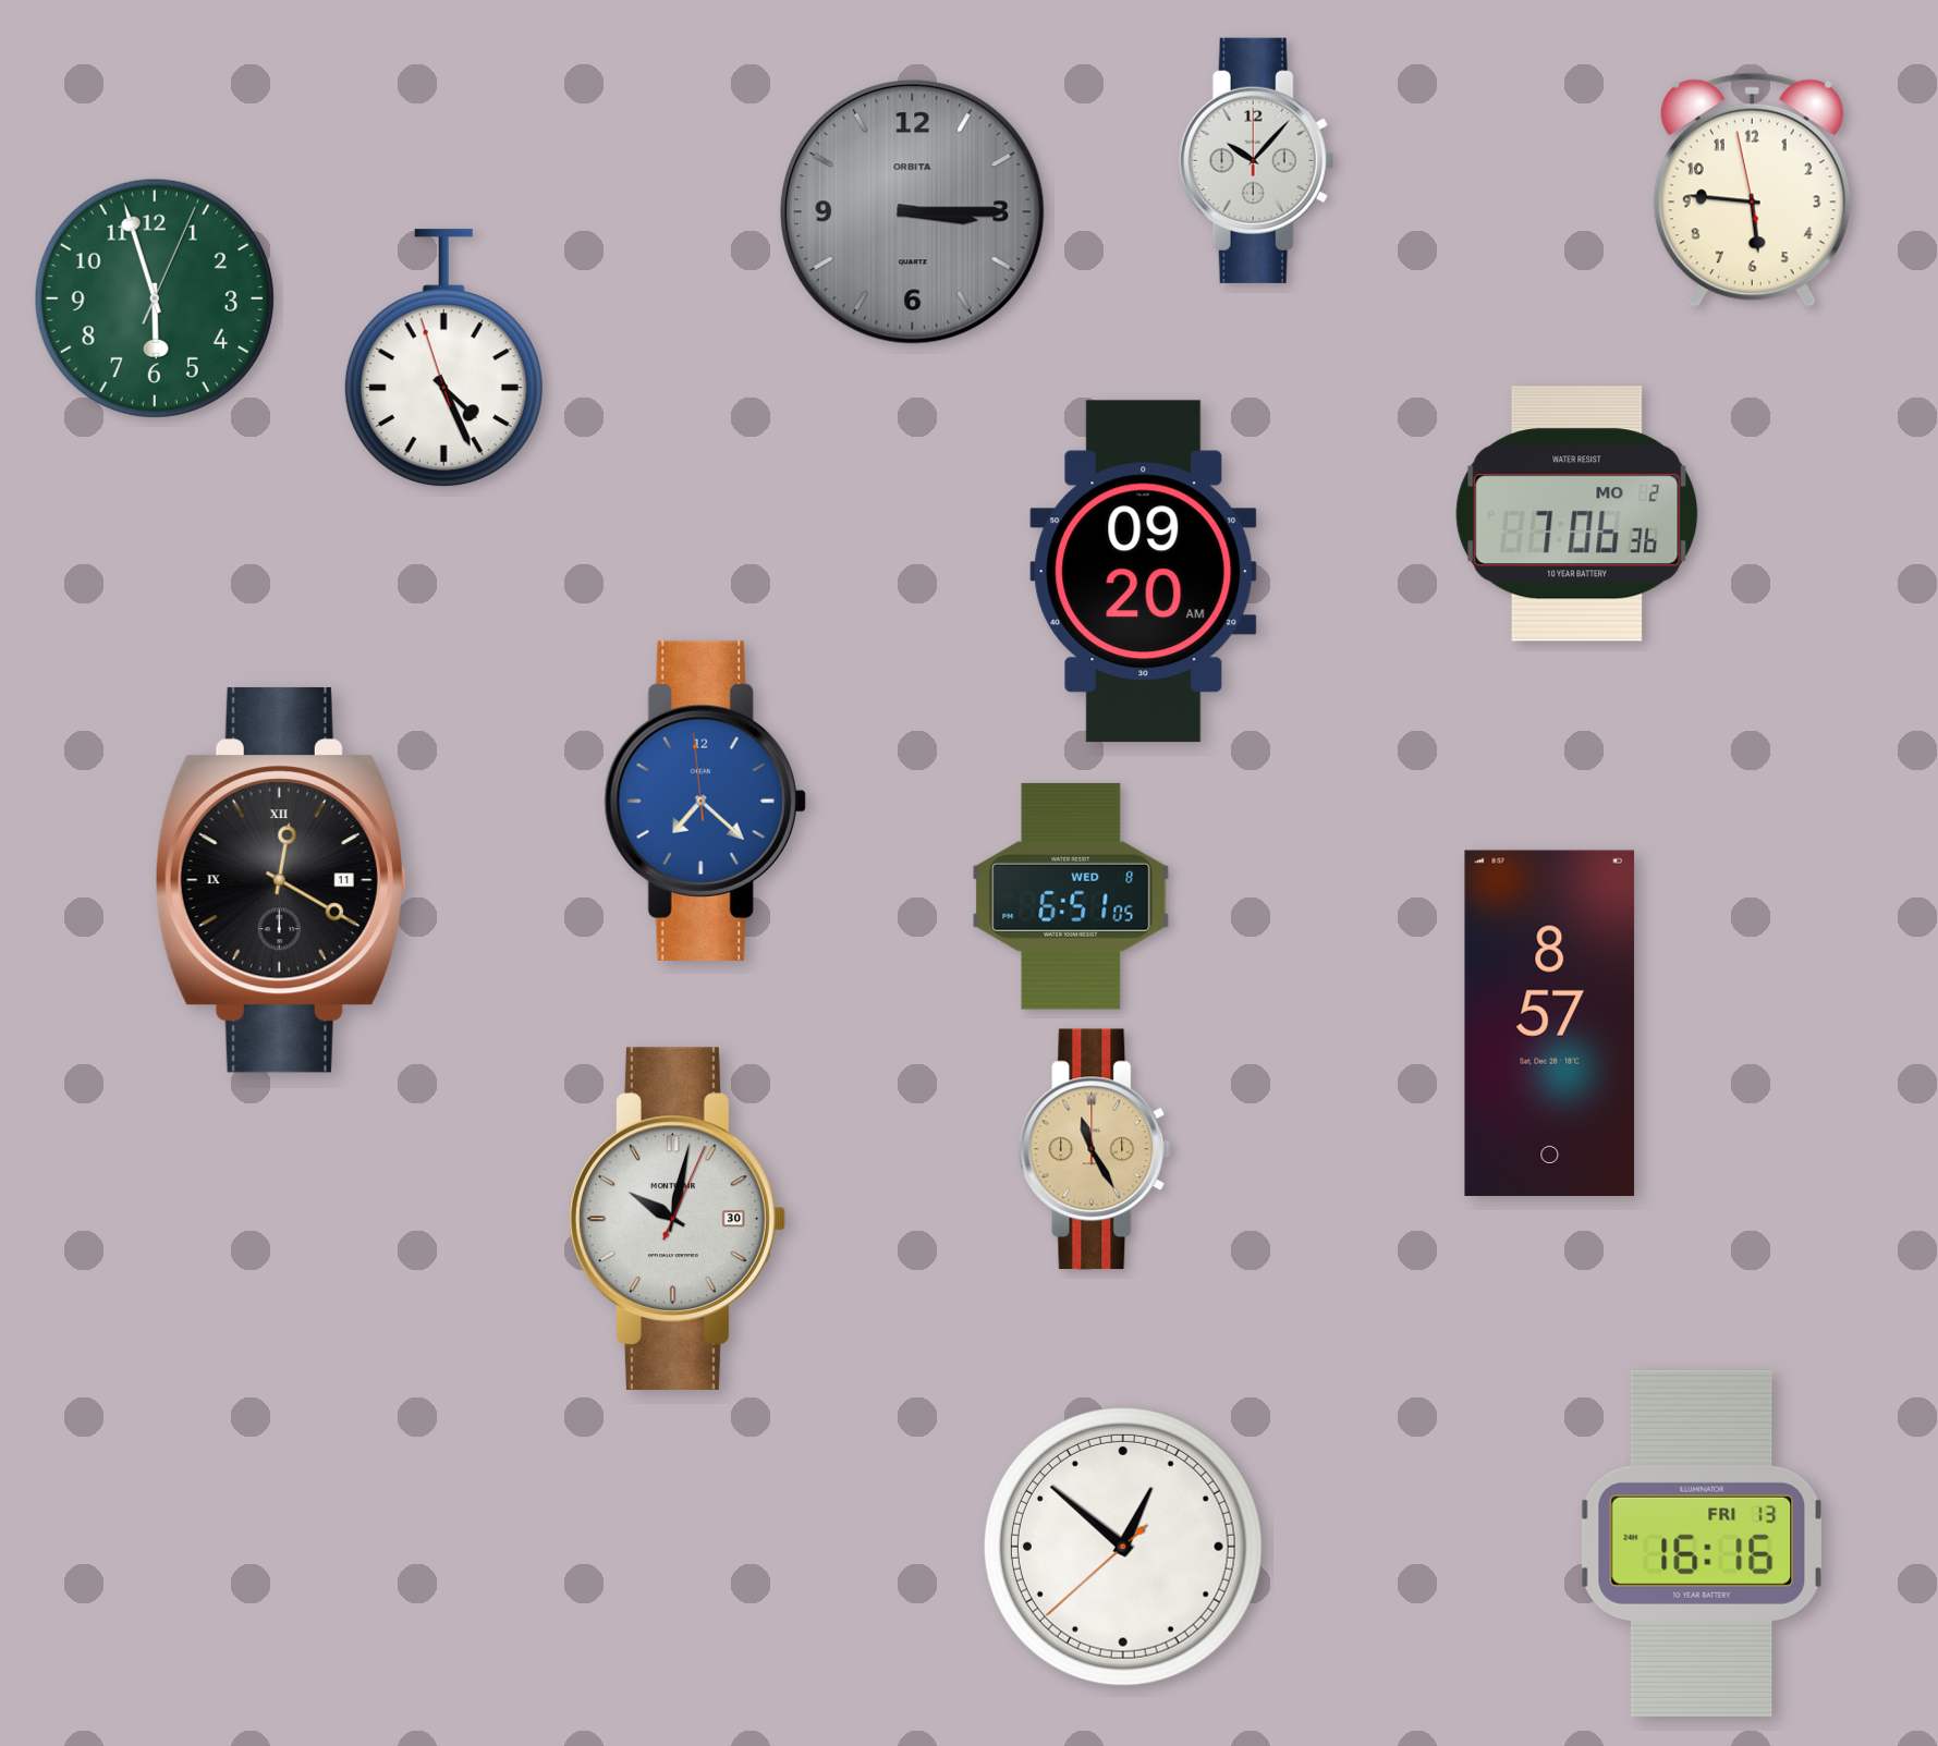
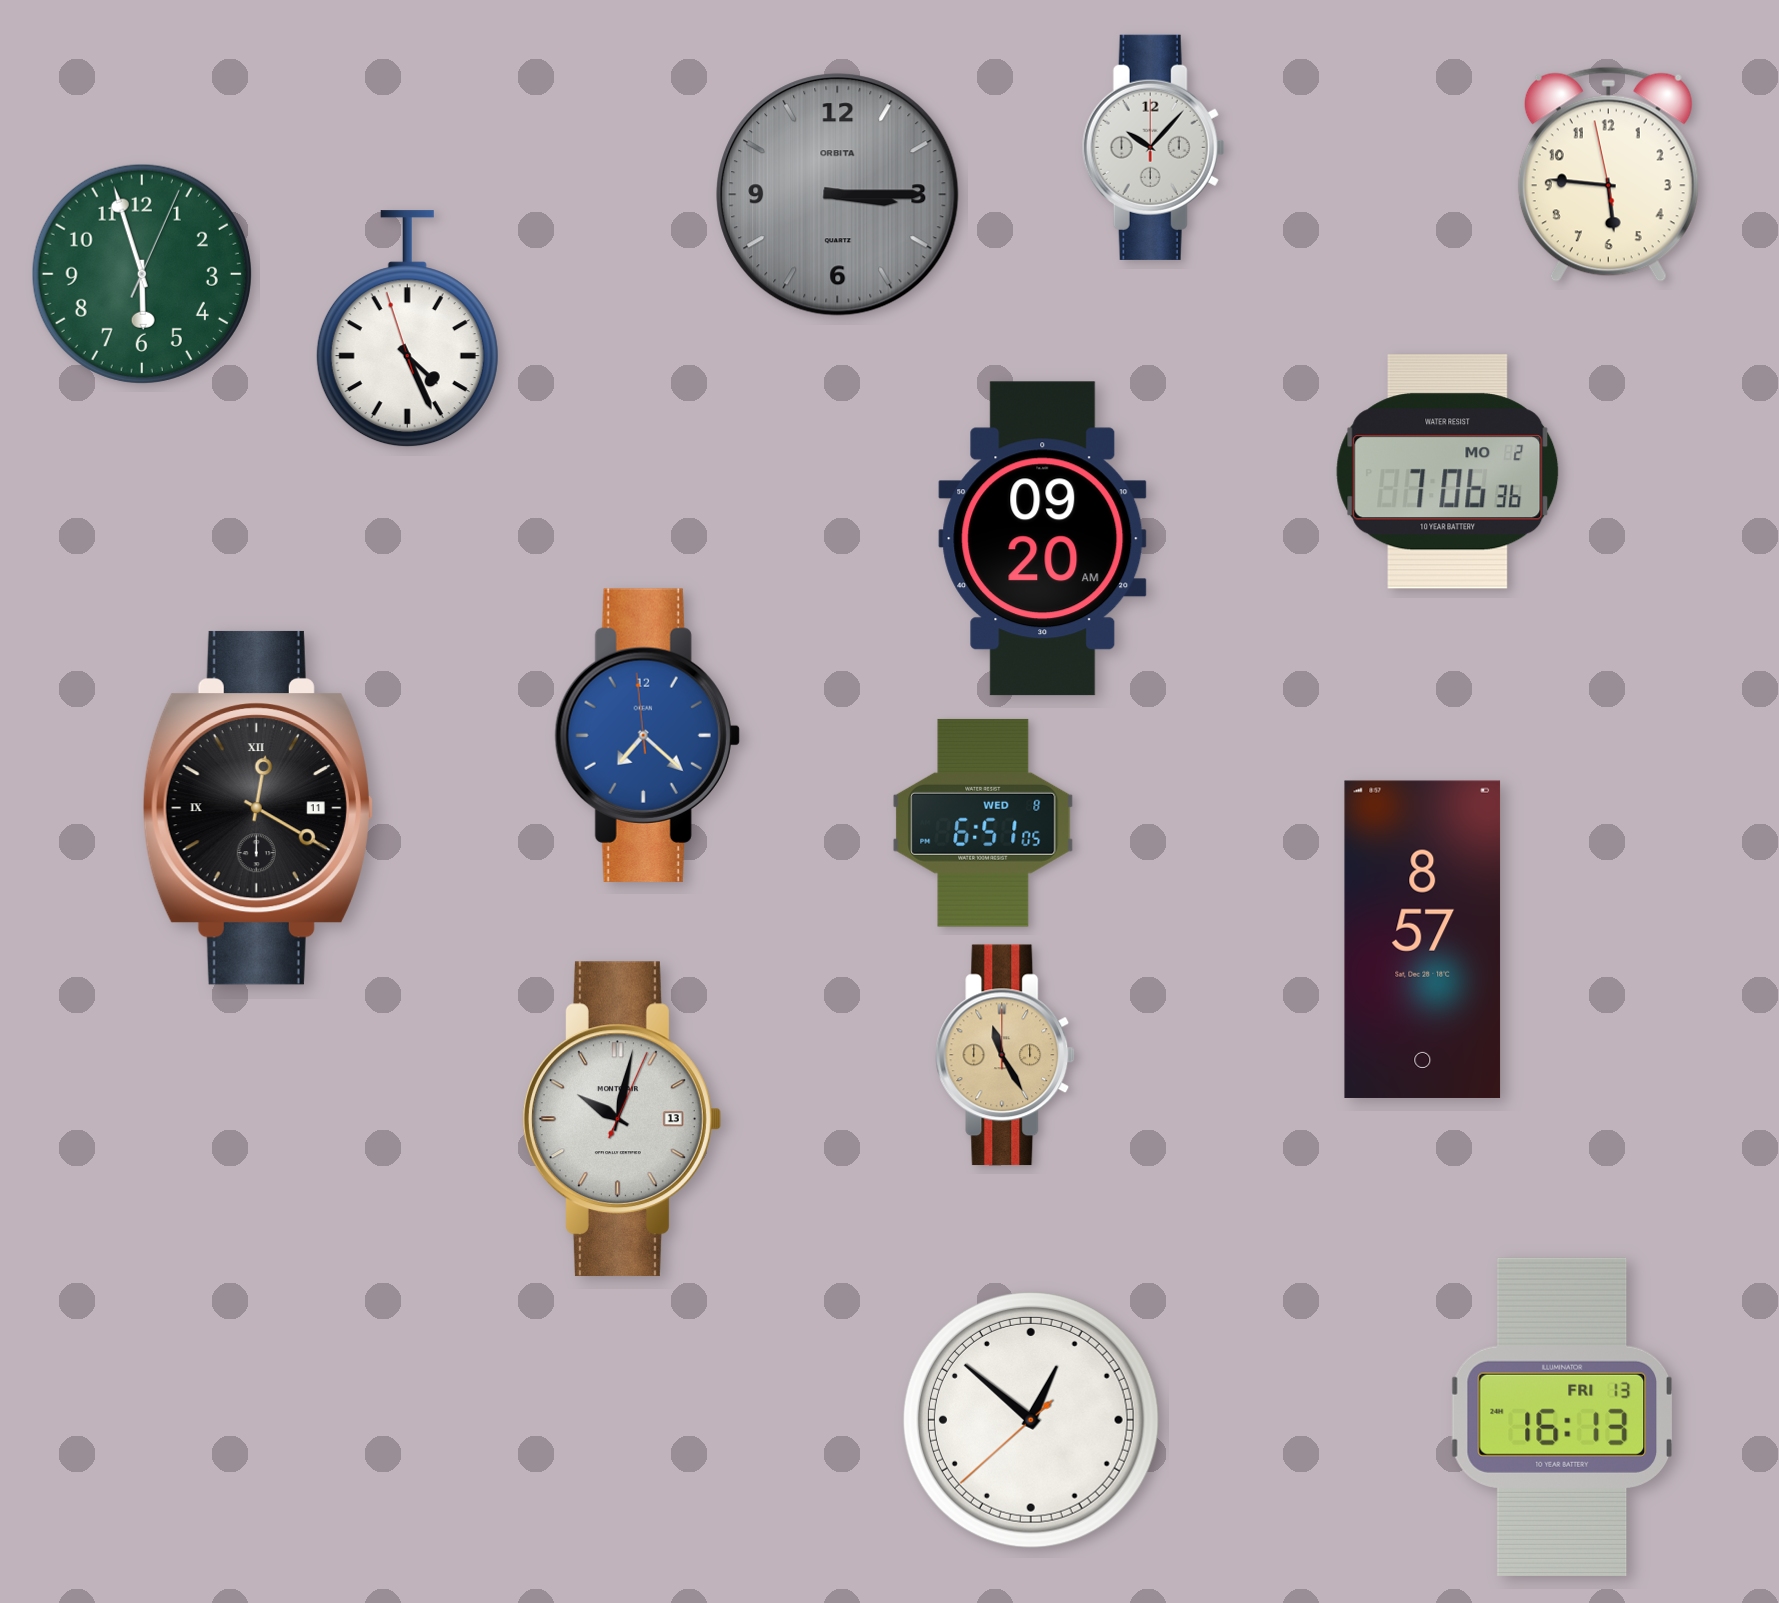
clock at (1144, 572) position: (1144, 572) -> (1043, 539)
clock at (677, 1219) date: 30 -> 13
clock at (1701, 1543): 16:16 -> 16:13
